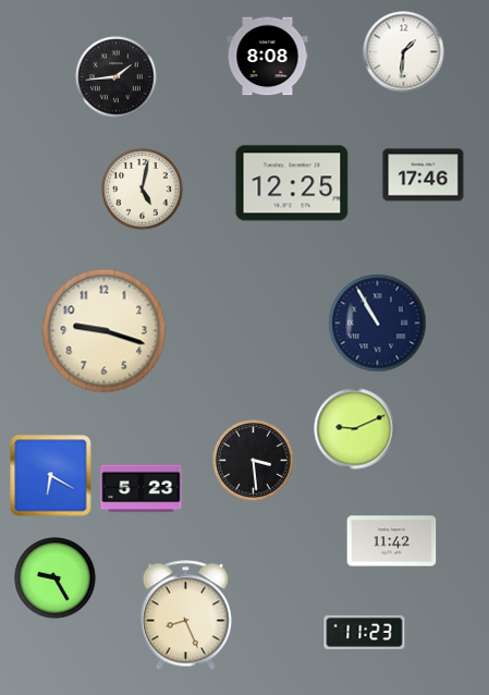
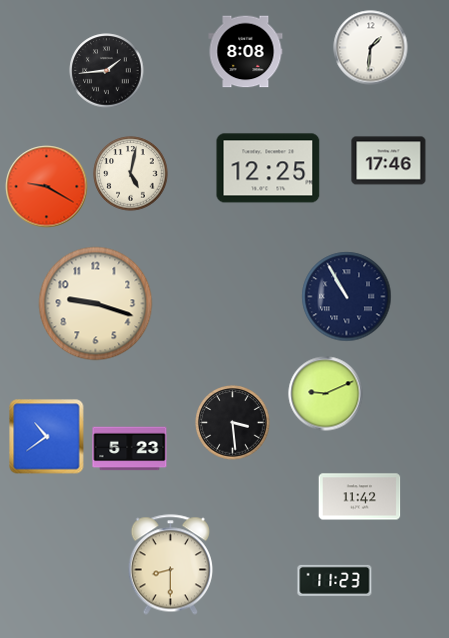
clock at (47, 187): none -> 9:20
clock at (51, 476): 6:20 -> 10:39
clock at (56, 578): 9:25 -> none
clock at (185, 615): 8:26 -> 8:30
